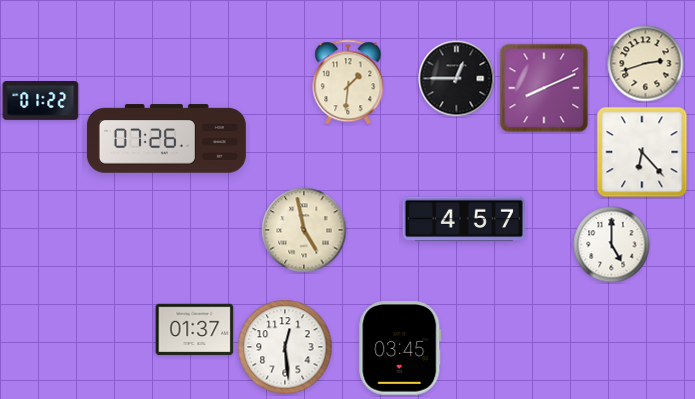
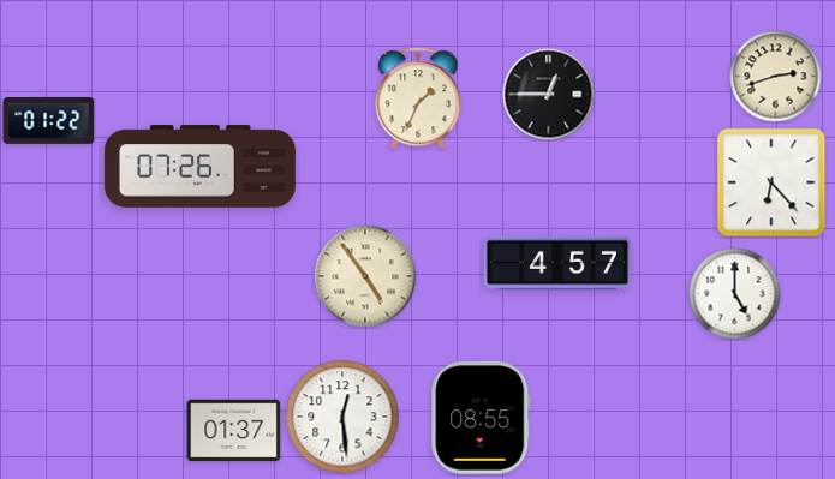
clock at (348, 82): 1:31 -> 1:34
clock at (544, 88): 8:11 -> none
clock at (304, 230): 4:58 -> 4:54
clock at (195, 330) position: (195, 330) -> (234, 431)
clock at (400, 348): 03:45 -> 08:55
